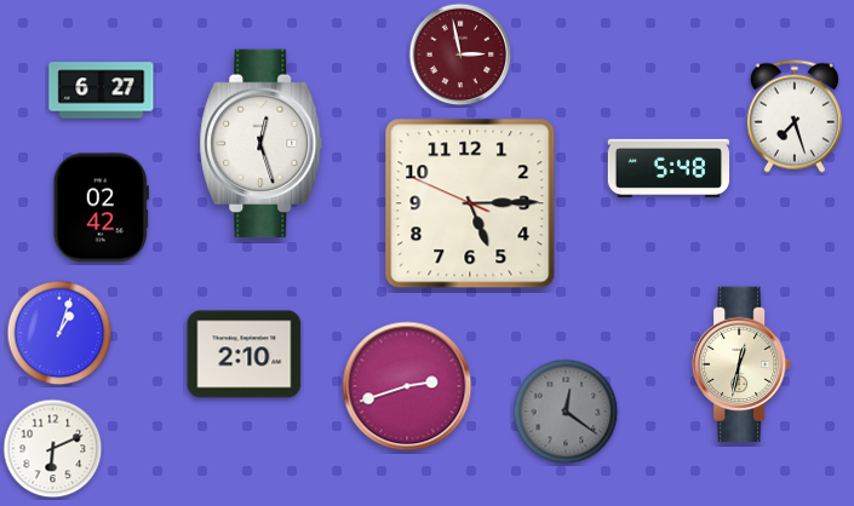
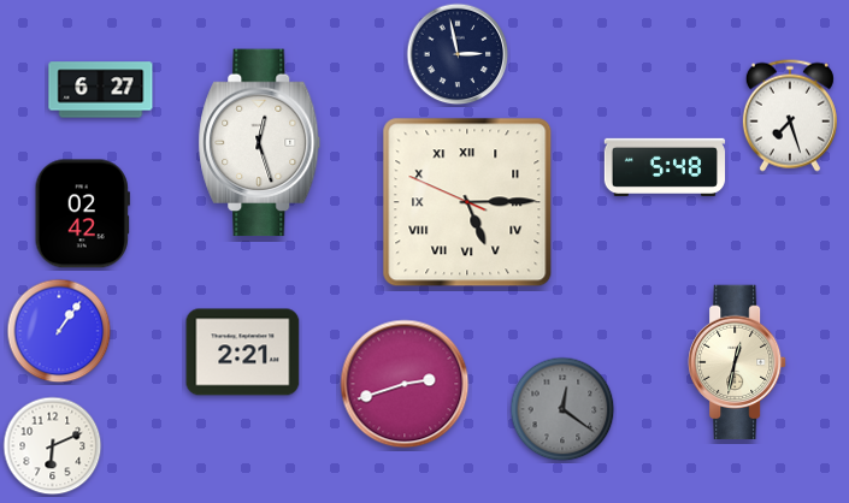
clock at (460, 54) dial: burgundy -> navy
clock at (470, 203) numerals: Arabic -> Roman
clock at (101, 208) position: (101, 208) -> (82, 214)
clock at (59, 333): 1:03 -> 1:06
clock at (245, 355): 2:10 -> 2:21
